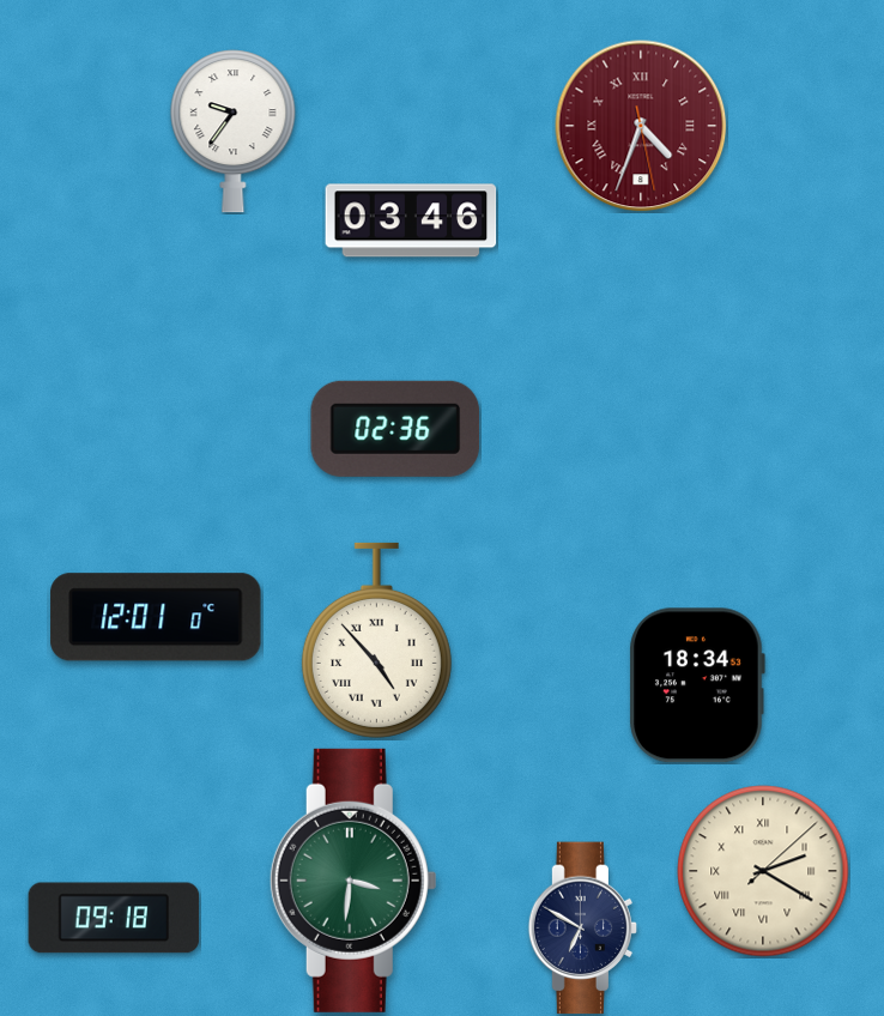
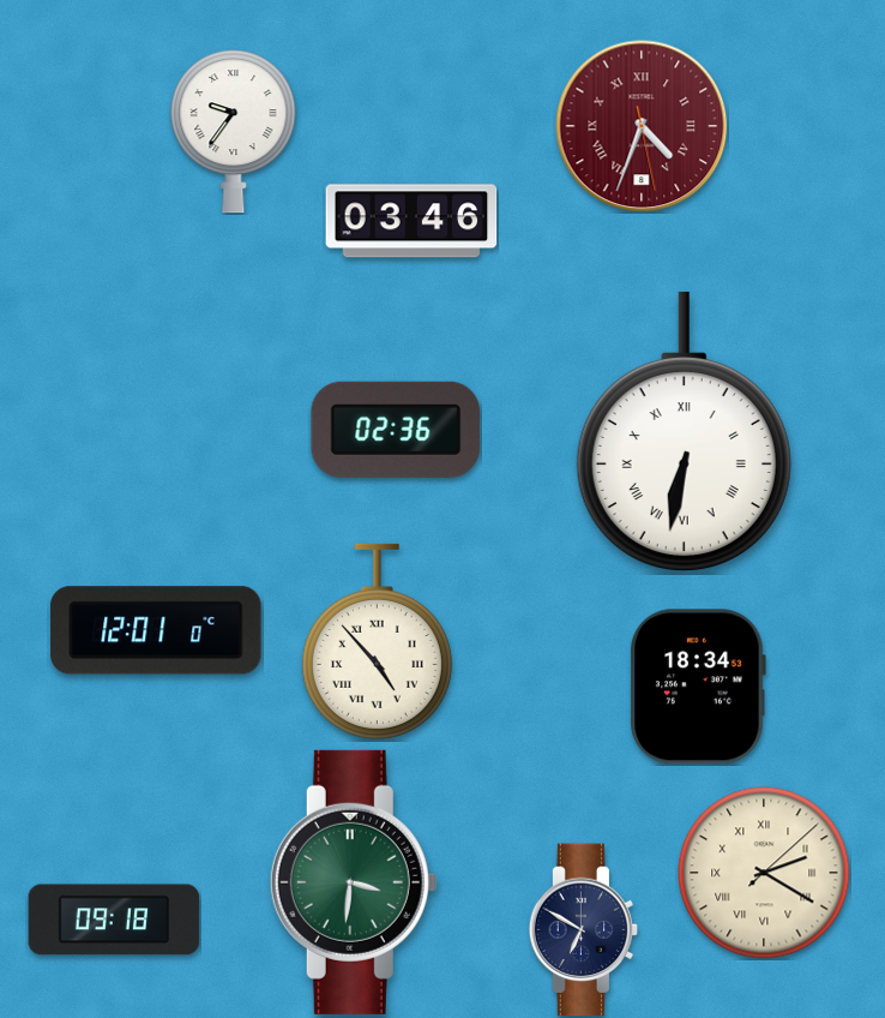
clock at (684, 432): none -> 6:32
clock at (156, 617) position: (156, 617) -> (156, 630)
